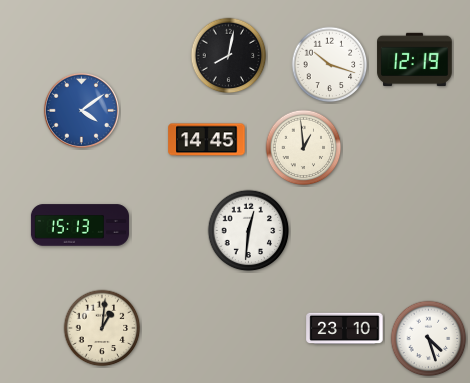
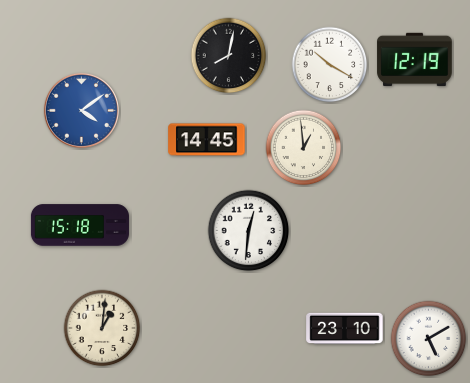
clock at (330, 65): 10:18 -> 10:20
clock at (80, 225): 15:13 -> 15:18
clock at (429, 339): 4:27 -> 5:10
